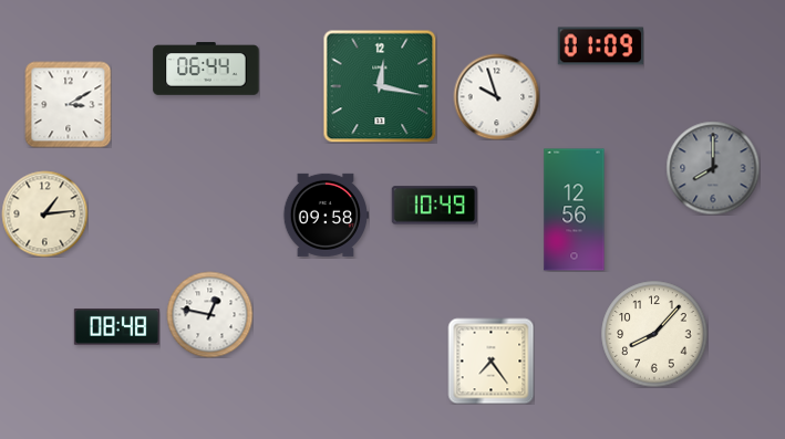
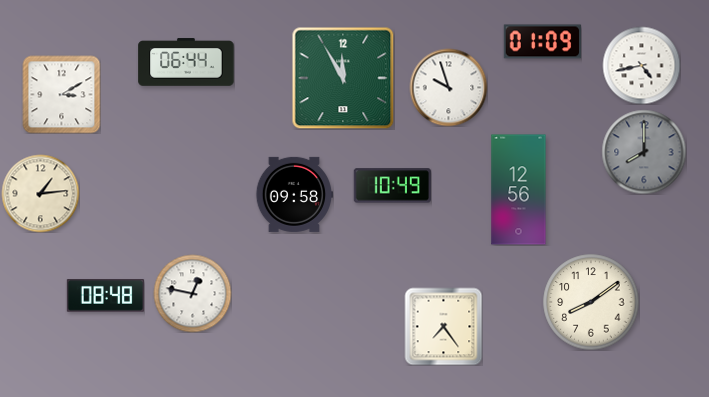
clock at (641, 65): none -> 4:43
clock at (380, 86): 12:17 -> 11:55
clock at (209, 314) position: (209, 314) -> (192, 293)
clock at (654, 334): 8:07 -> 8:09
